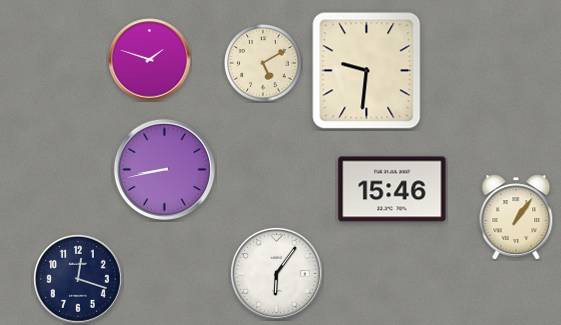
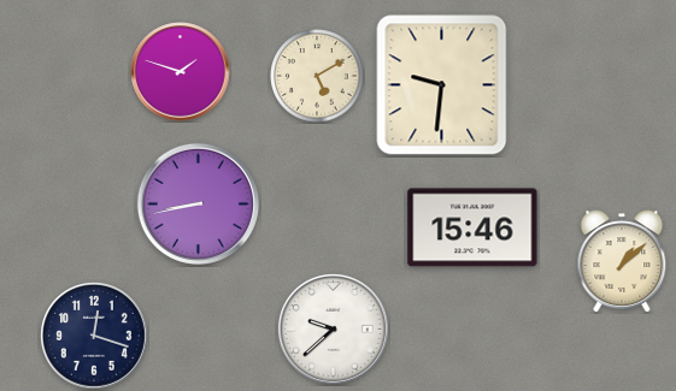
clock at (516, 217): 1:06 -> 1:08
clock at (276, 273): 6:06 -> 9:38
